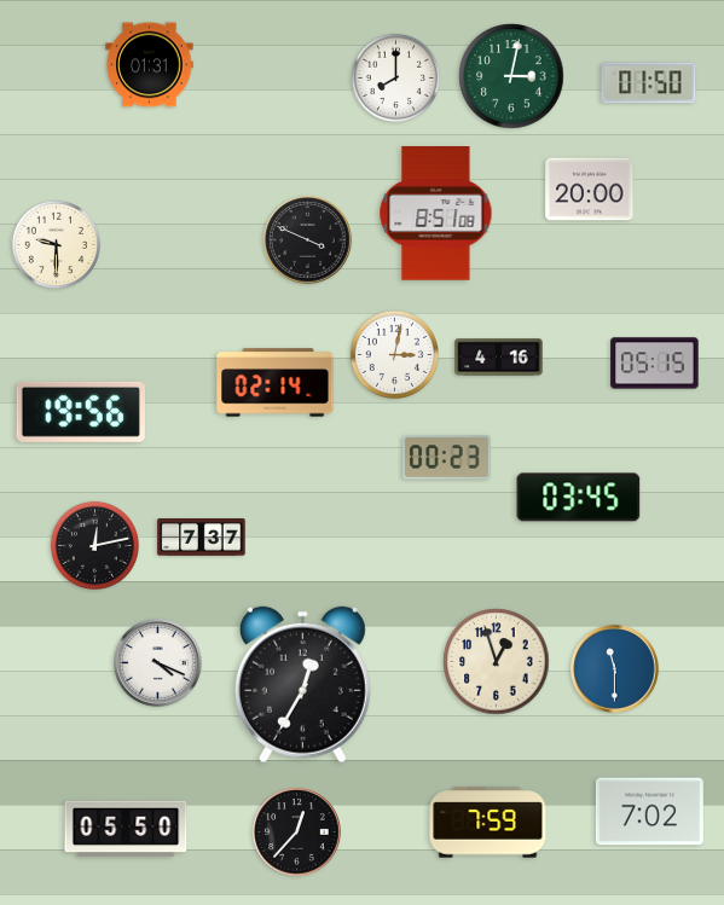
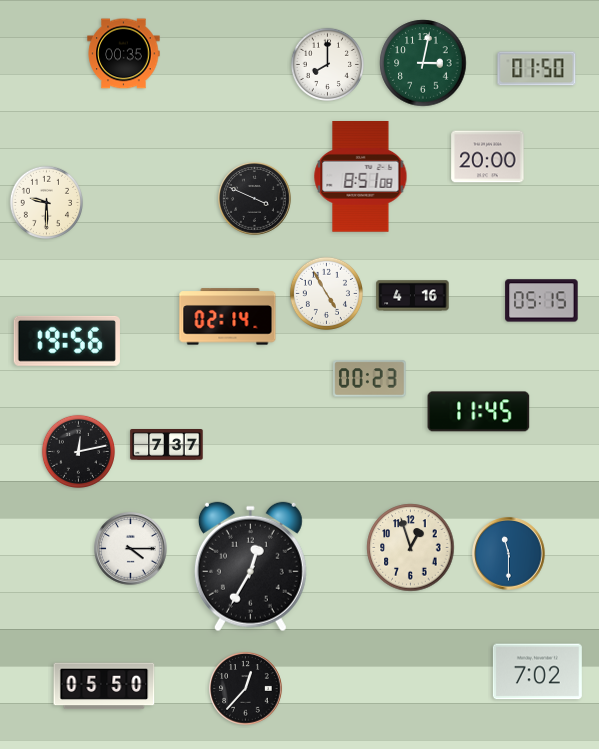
clock at (150, 65): 01:31 -> 00:35
clock at (394, 354): 3:02 -> 4:55
clock at (579, 498): 03:45 -> 11:45
clock at (158, 663): 4:19 -> 4:15
clock at (488, 823): 7:59 -> none
